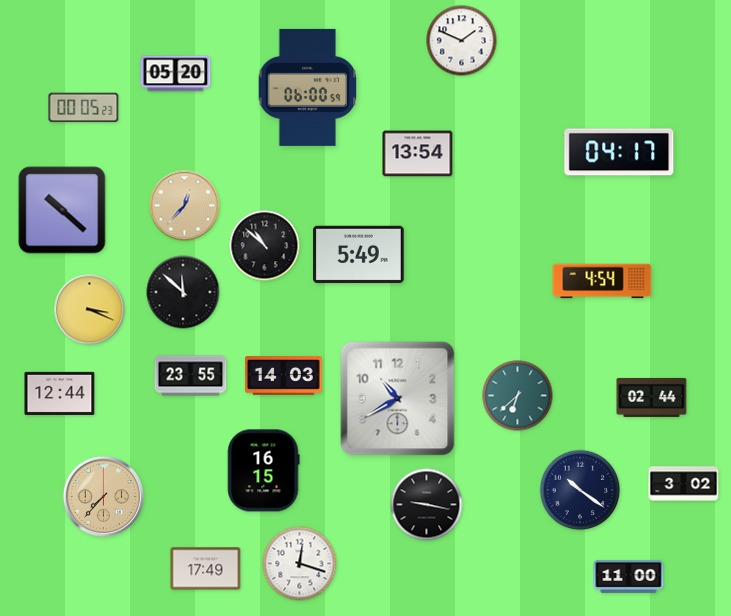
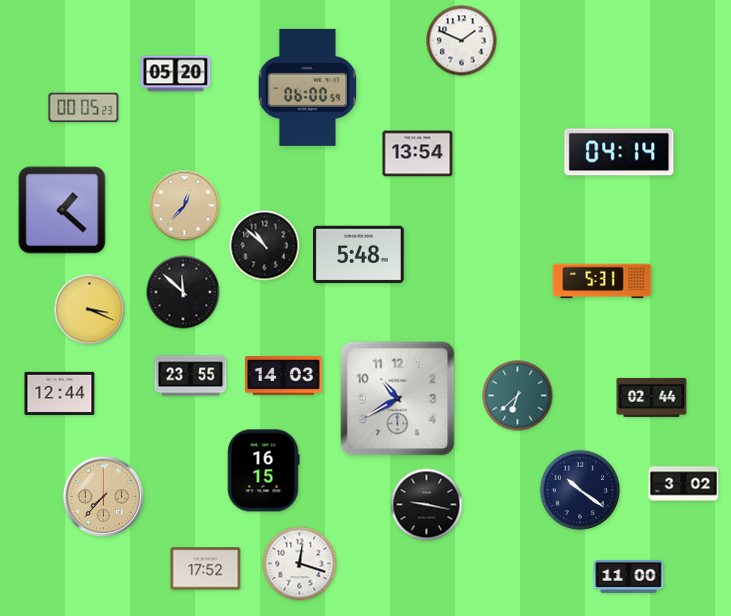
clock at (619, 152): 04:17 -> 04:14
clock at (62, 210): 10:22 -> 1:22
clock at (359, 255): 5:49 -> 5:48
clock at (602, 281): 4:54 -> 5:31
clock at (206, 569): 17:49 -> 17:52
